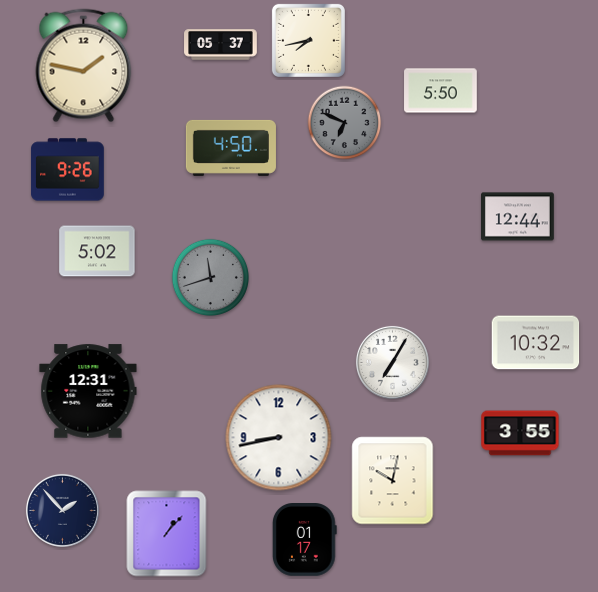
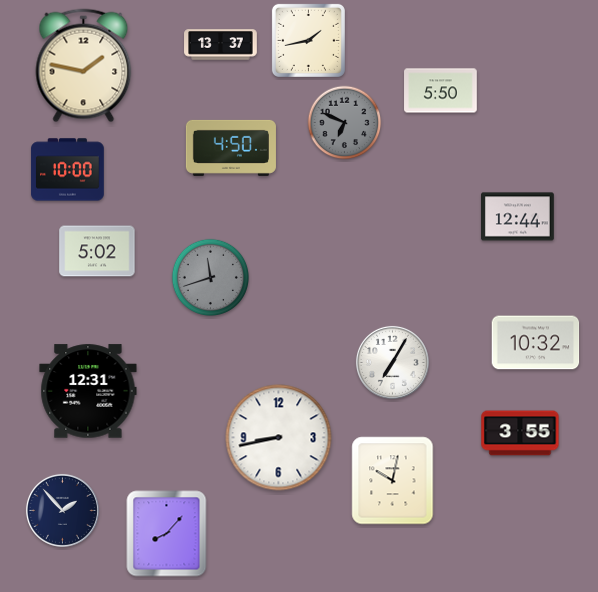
clock at (308, 40): 7:43 -> 1:43
clock at (221, 45): 05:37 -> 13:37
clock at (68, 170): 9:26 -> 10:00
clock at (167, 534): 1:07 -> 8:07
clock at (305, 540): 01:17 -> none
